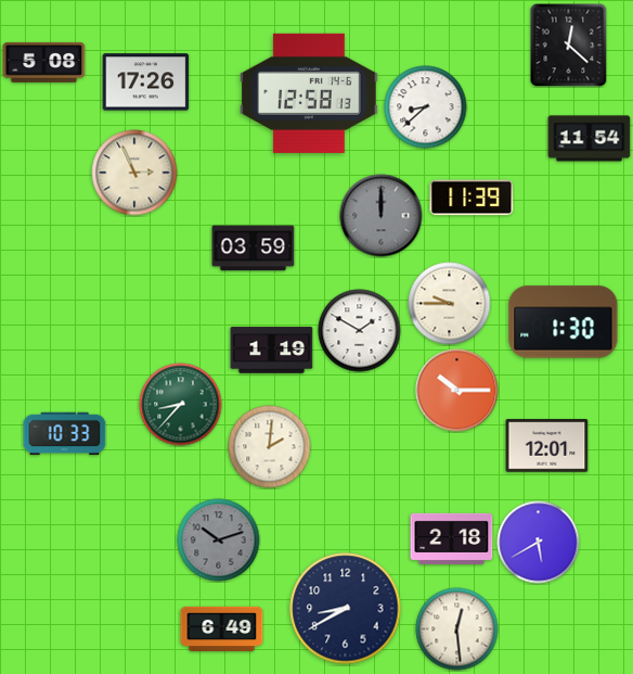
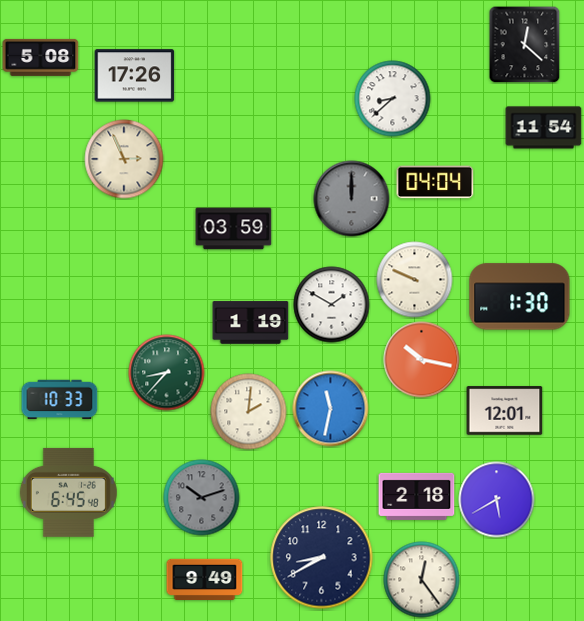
clock at (569, 44) position: (569, 44) -> (525, 44)
clock at (309, 93): 12:58 -> none
clock at (471, 198): 11:39 -> 04:04
clock at (450, 304): 9:45 -> 9:49
clock at (457, 391): 10:15 -> 10:17
clock at (331, 409): none -> 11:32
clock at (68, 492): none -> 6:45
clock at (346, 609) position: (346, 609) -> (322, 558)
clock at (222, 628): 6:49 -> 9:49
clock at (457, 630): 12:29 -> 12:24
